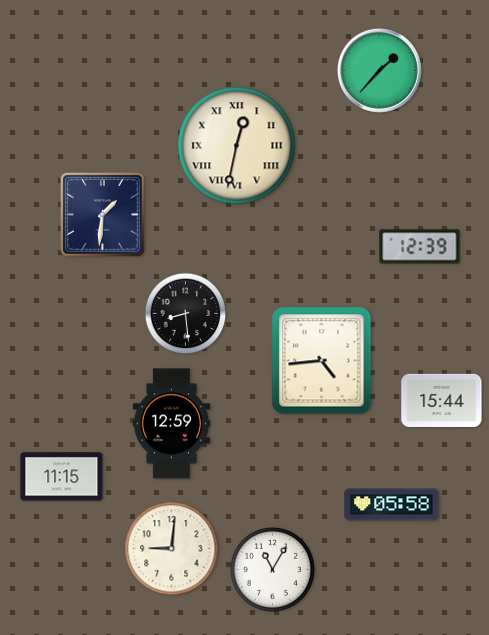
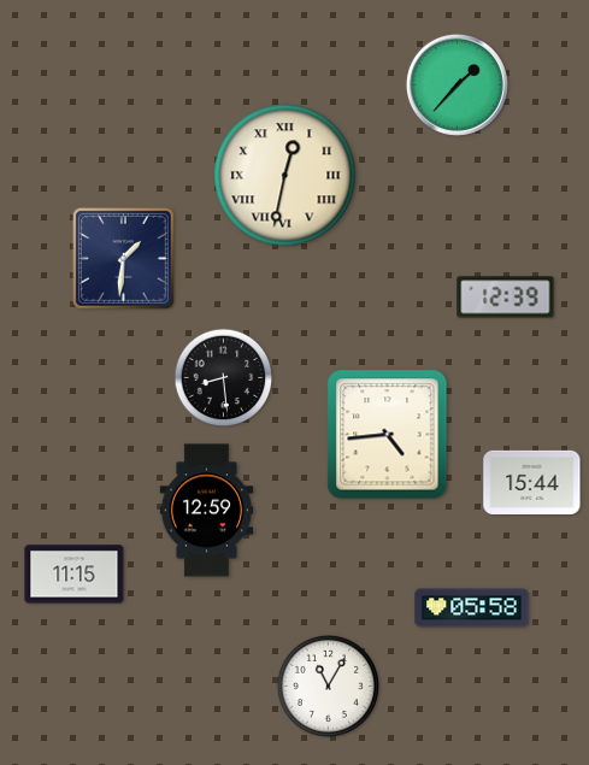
clock at (172, 549): 9:01 -> none
